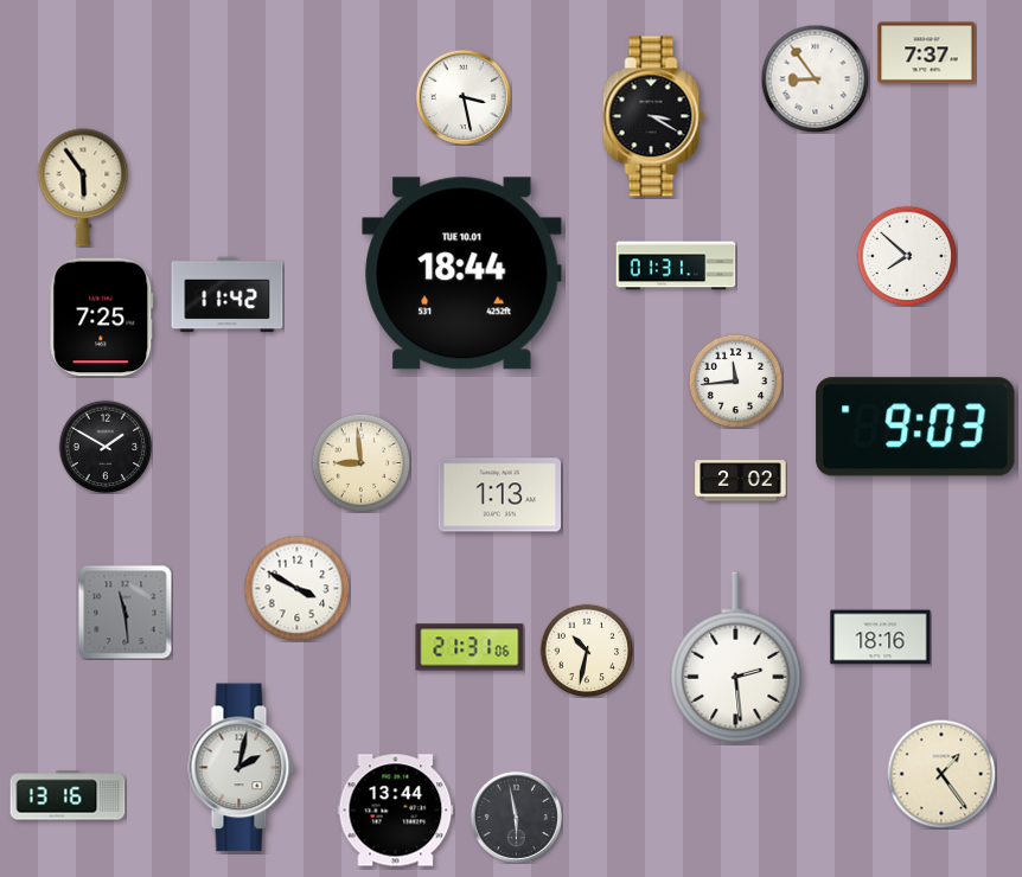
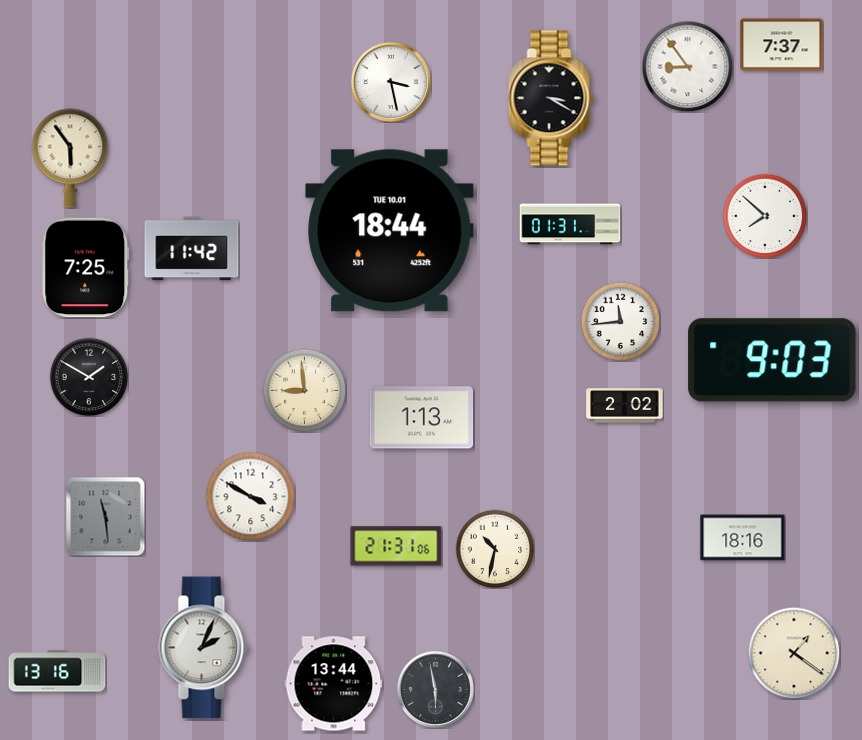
clock at (736, 658): 2:29 -> none
clock at (242, 768): 2:02 -> 2:04
clock at (941, 774): 1:24 -> 1:21
